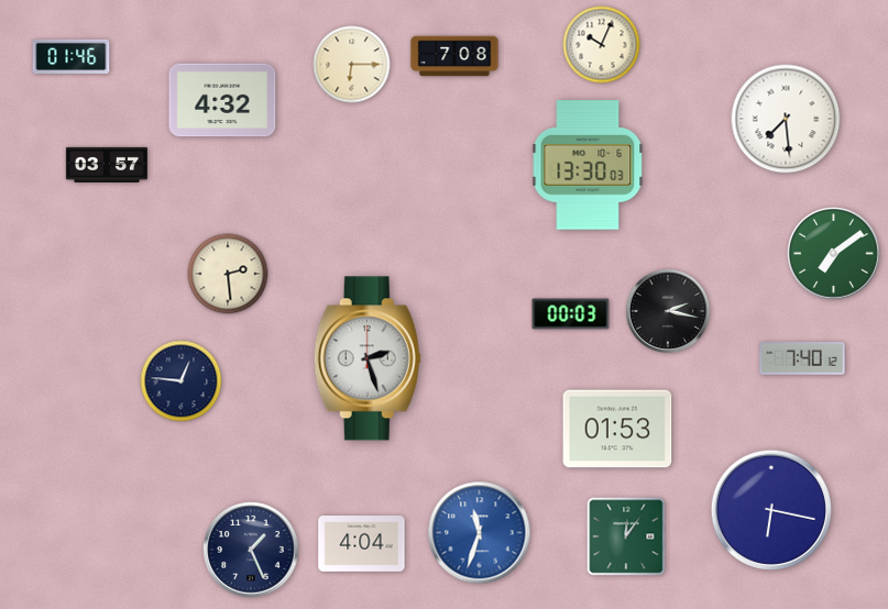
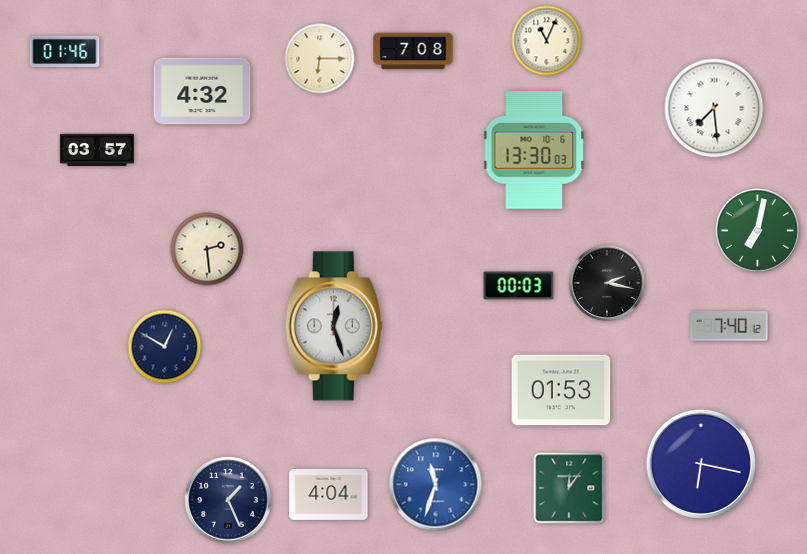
clock at (602, 45): 10:04 -> 11:04
clock at (834, 254): 7:09 -> 7:02
clock at (368, 358): 2:27 -> 12:27
clock at (182, 381): 12:46 -> 12:50
